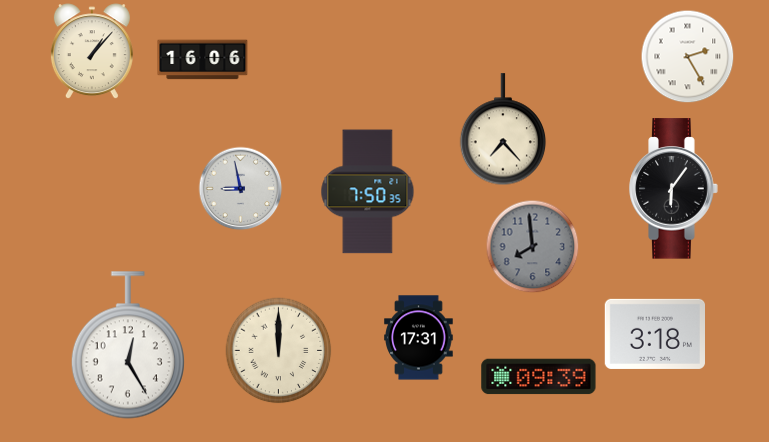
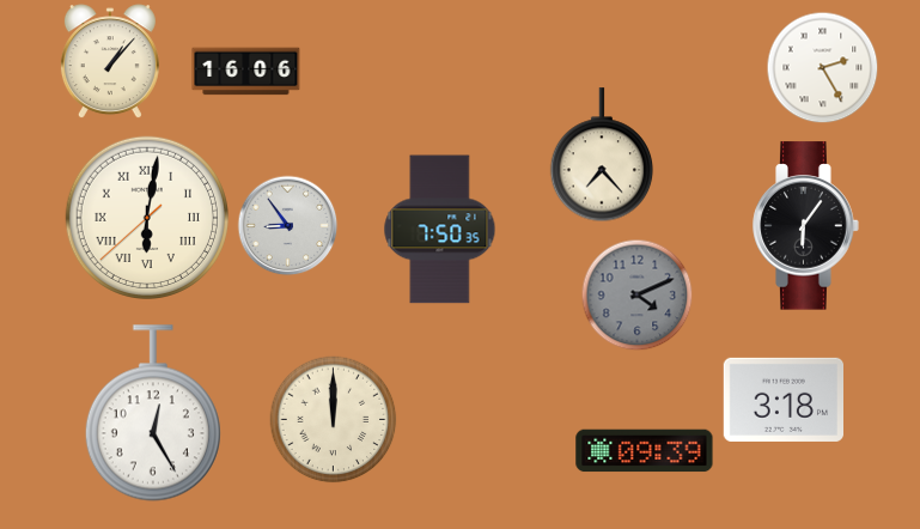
clock at (203, 60) position: (203, 60) -> (246, 72)
clock at (146, 217): none -> 6:01
clock at (241, 189): 8:58 -> 8:54
clock at (533, 247): 7:59 -> 4:11
clock at (419, 338): 17:31 -> none
